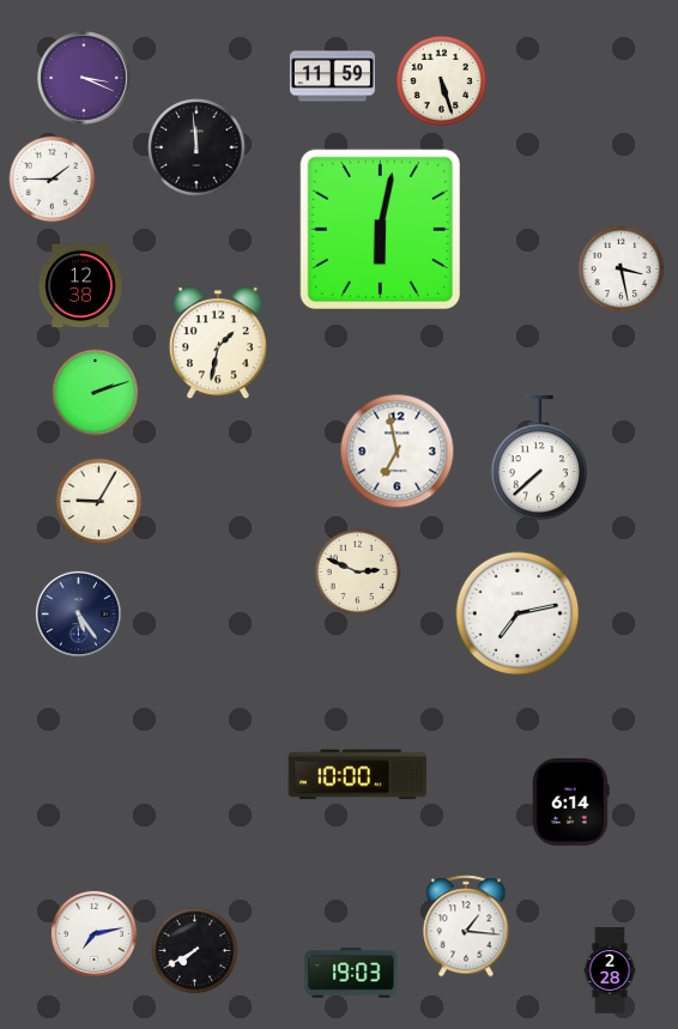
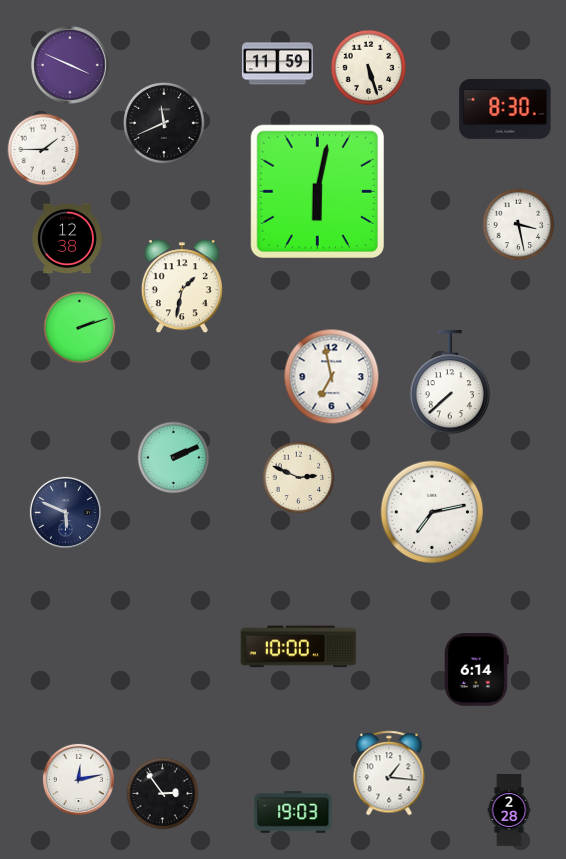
clock at (84, 78): 3:19 -> 3:49
clock at (505, 109): none -> 8:30
clock at (196, 147): 11:59 -> 11:41
clock at (99, 502): 9:05 -> none
clock at (174, 458): none -> 2:11
clock at (78, 613): 5:24 -> 5:49
clock at (93, 933): 7:13 -> 12:13
clock at (195, 951): 7:40 -> 2:54
